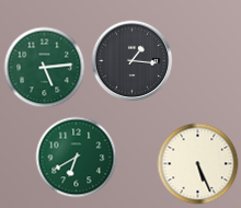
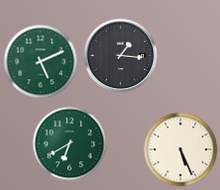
clock at (45, 68): 5:14 -> 5:11
